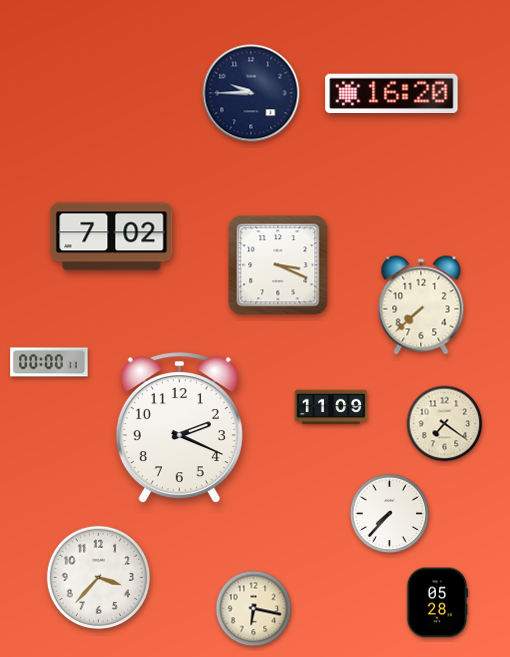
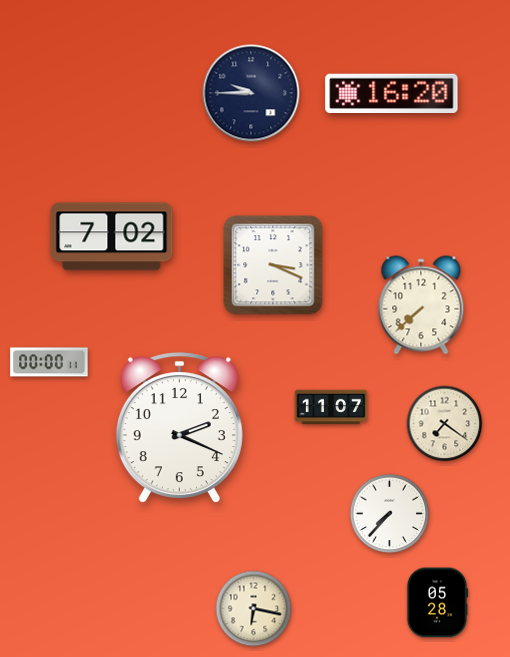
clock at (278, 265) position: (278, 265) -> (273, 265)
clock at (331, 407): 11:09 -> 11:07
clock at (98, 577): 3:37 -> none
